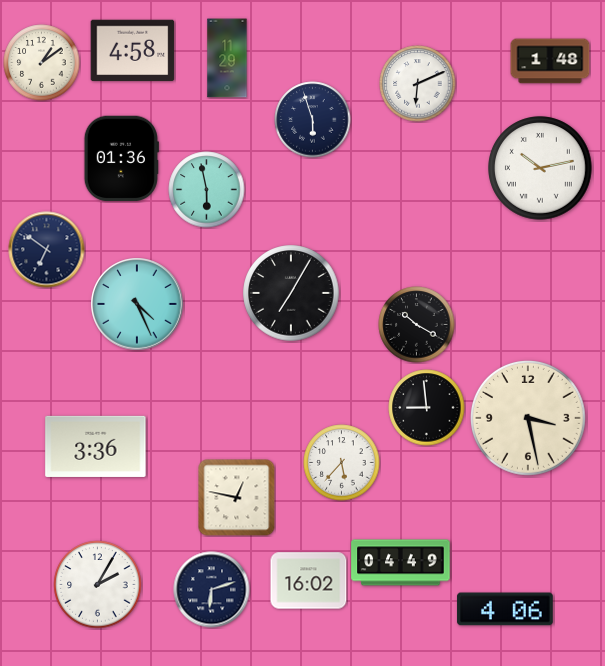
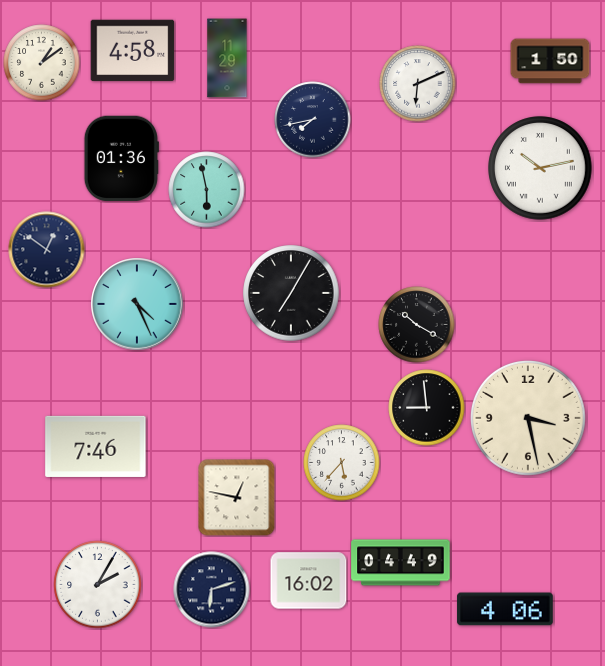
clock at (550, 61): 1:48 -> 1:50
clock at (313, 120): 5:57 -> 7:43
clock at (47, 250): 6:51 -> 12:51
clock at (96, 446): 3:36 -> 7:46
